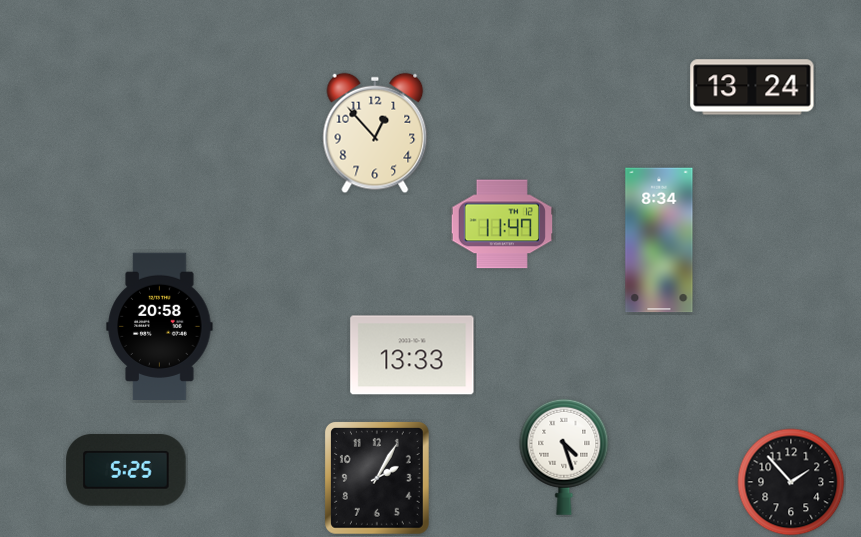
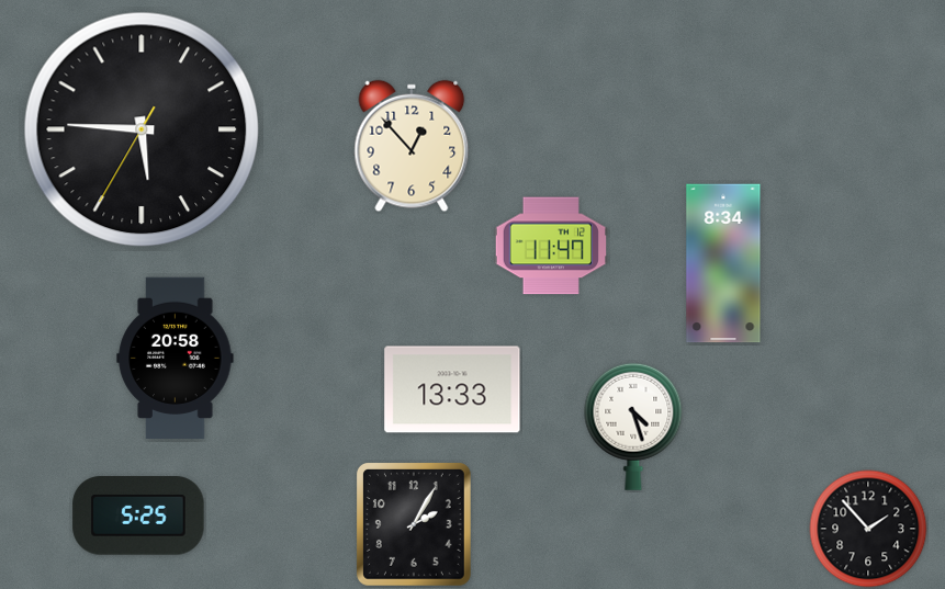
clock at (752, 87): 13:24 -> none
clock at (142, 129): none -> 5:45
clock at (564, 457) position: (564, 457) -> (633, 427)
